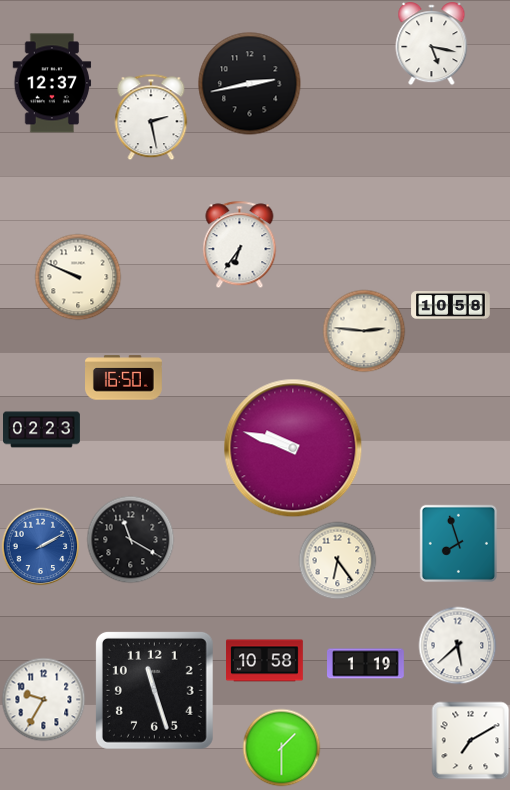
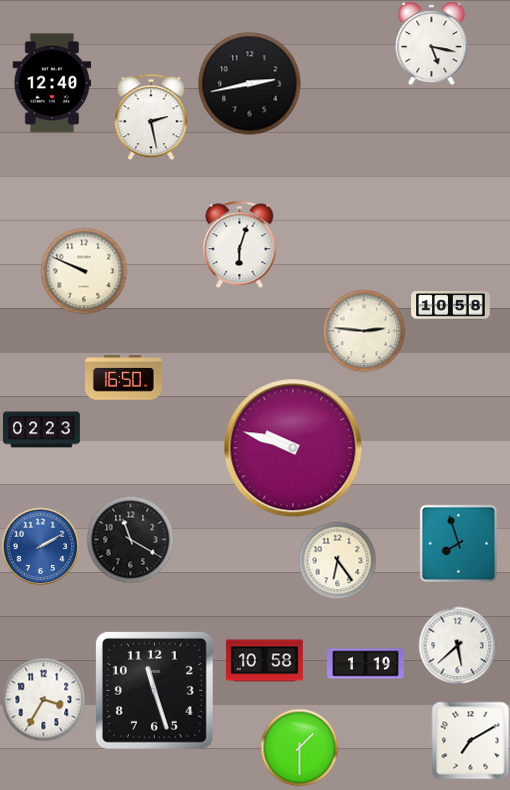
clock at (52, 83): 12:37 -> 12:40
clock at (240, 244): 6:36 -> 6:03
clock at (78, 277) position: (78, 277) -> (84, 271)
clock at (43, 699): 9:35 -> 3:35
clock at (281, 747) position: (281, 747) -> (299, 747)
